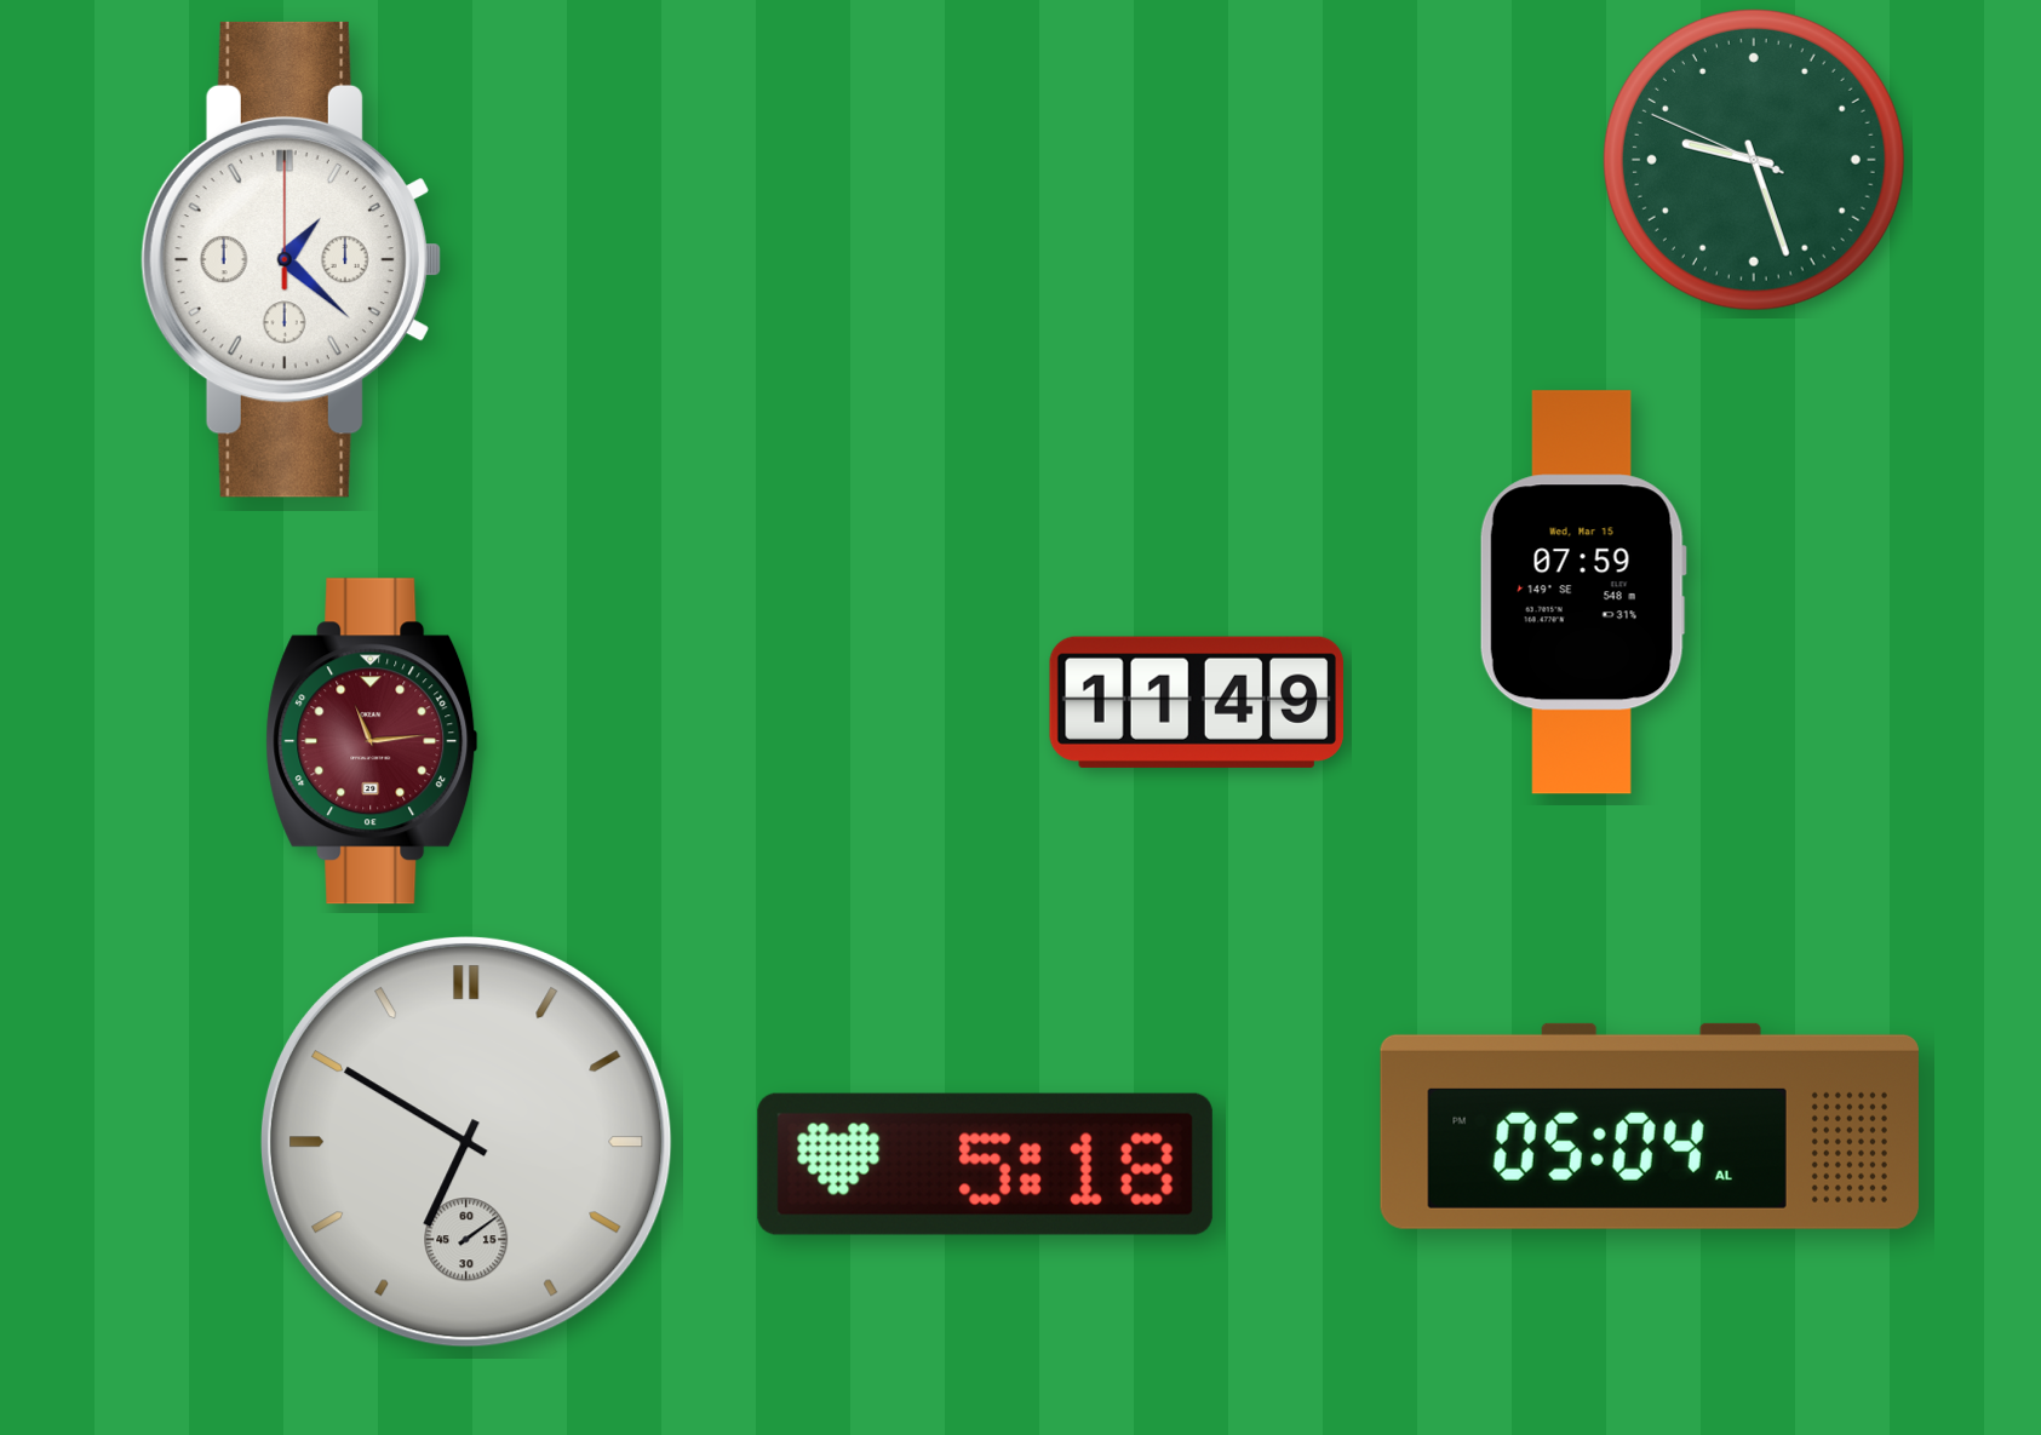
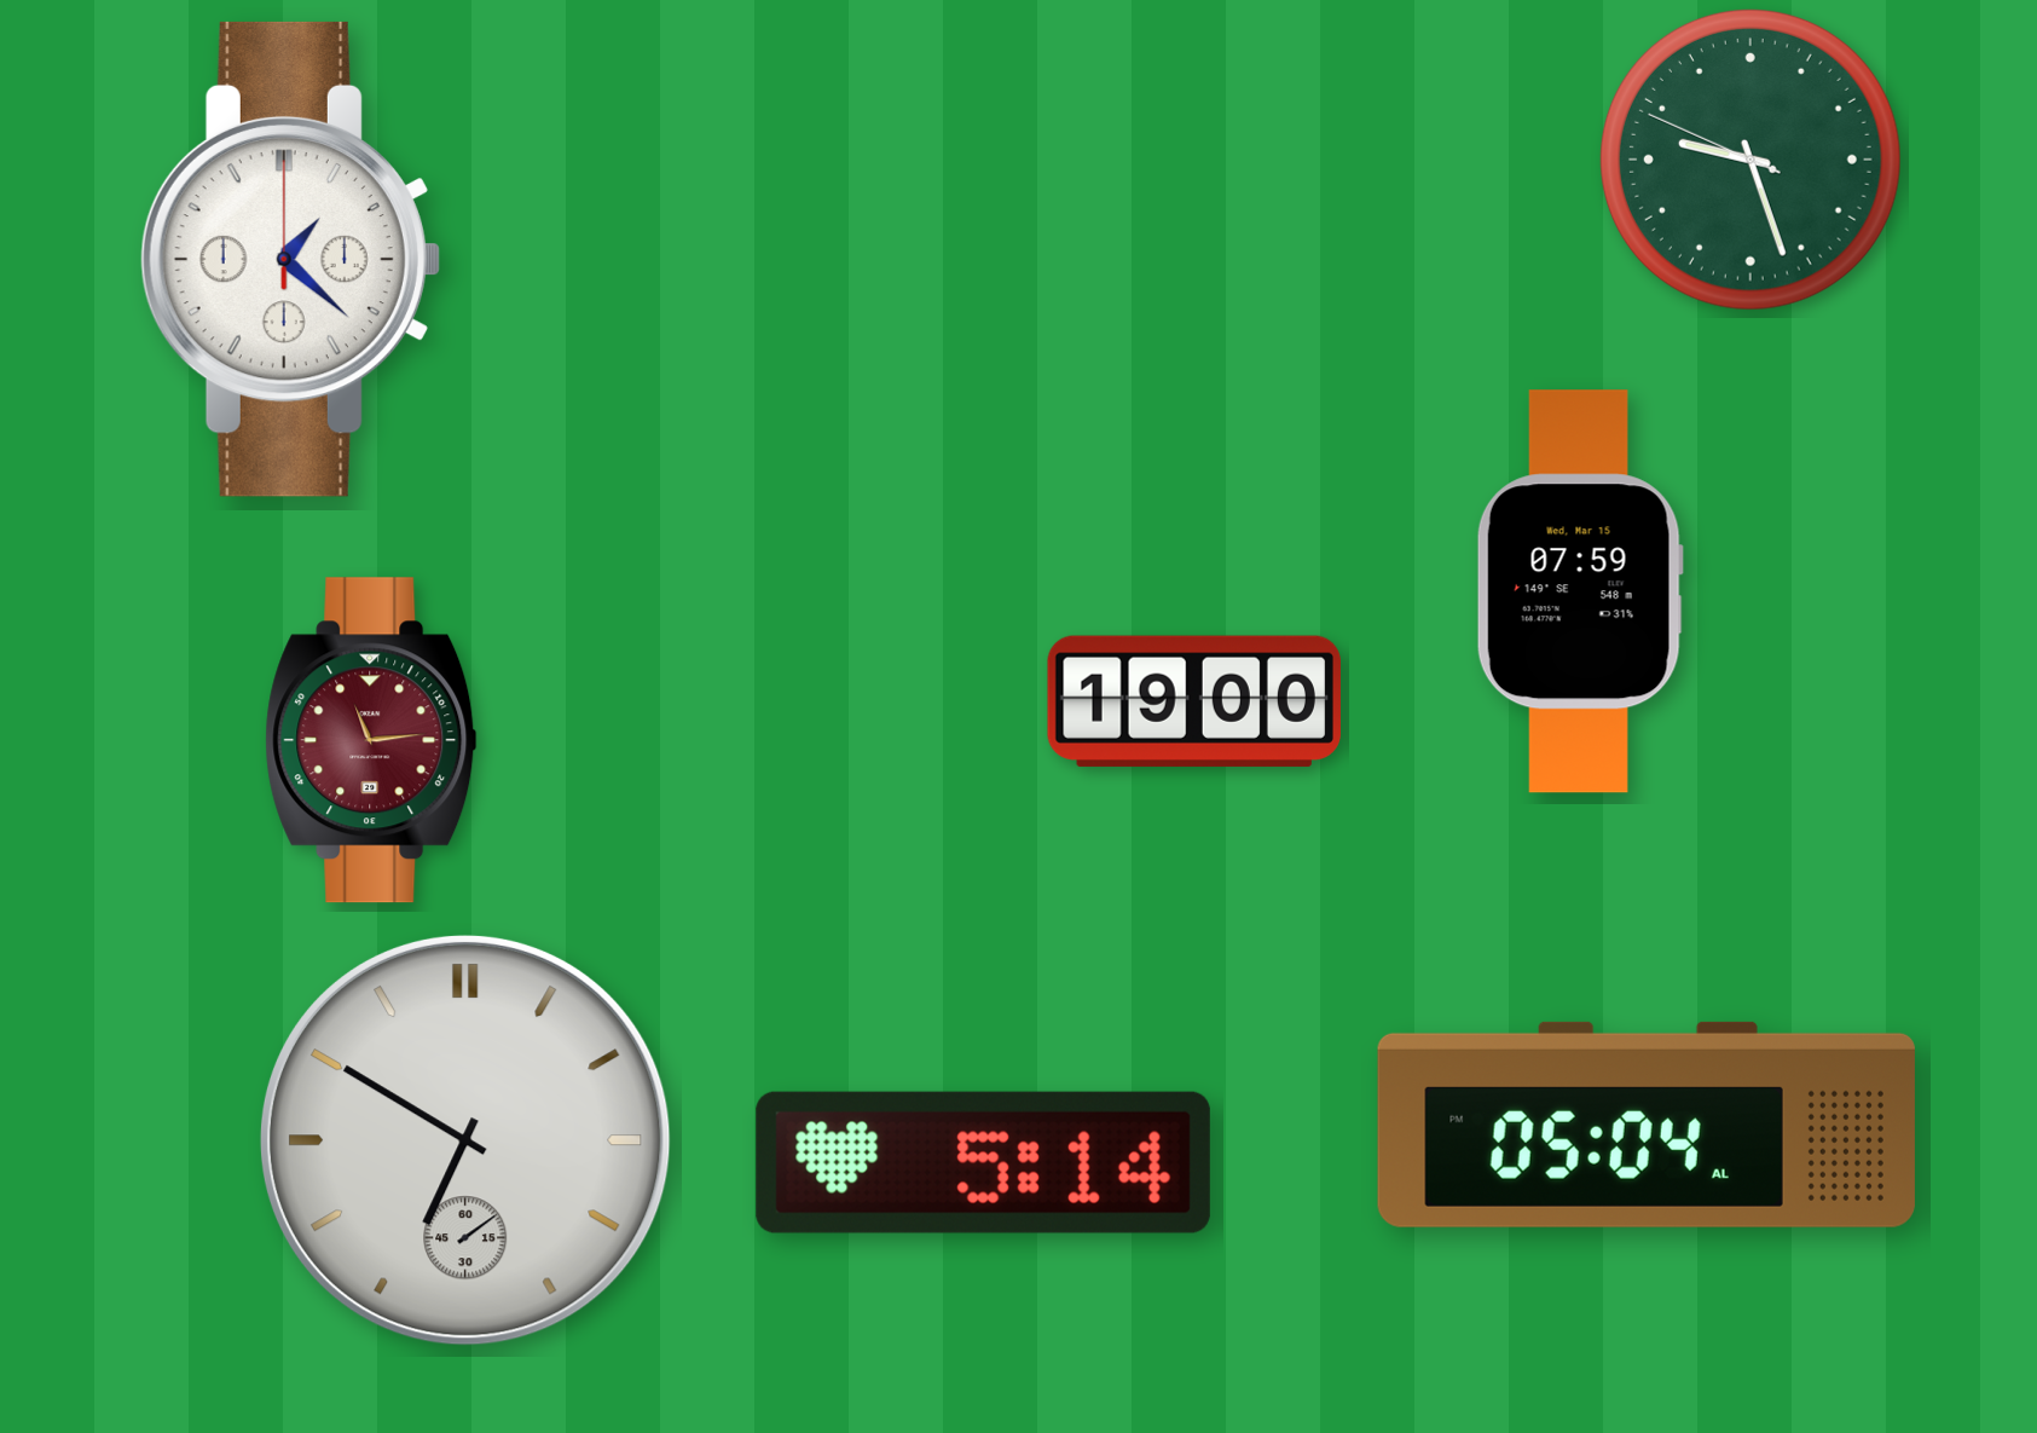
clock at (1197, 702): 11:49 -> 19:00
clock at (985, 1164): 5:18 -> 5:14
